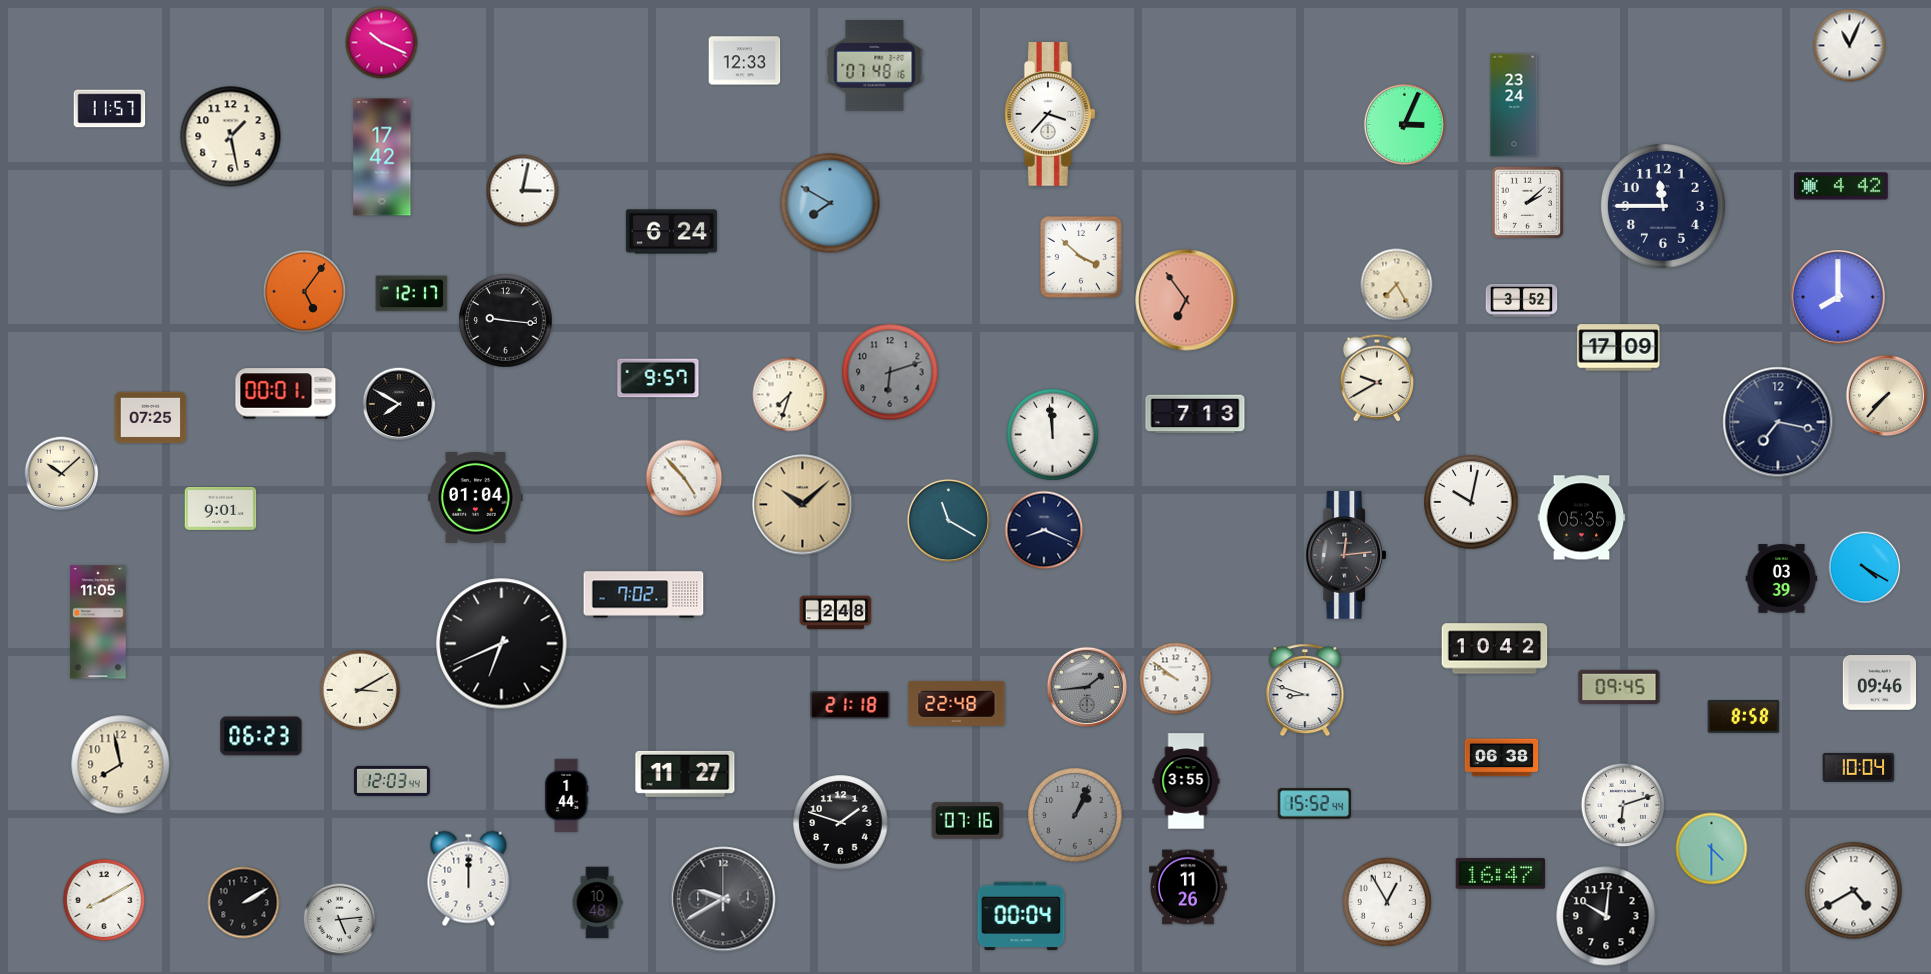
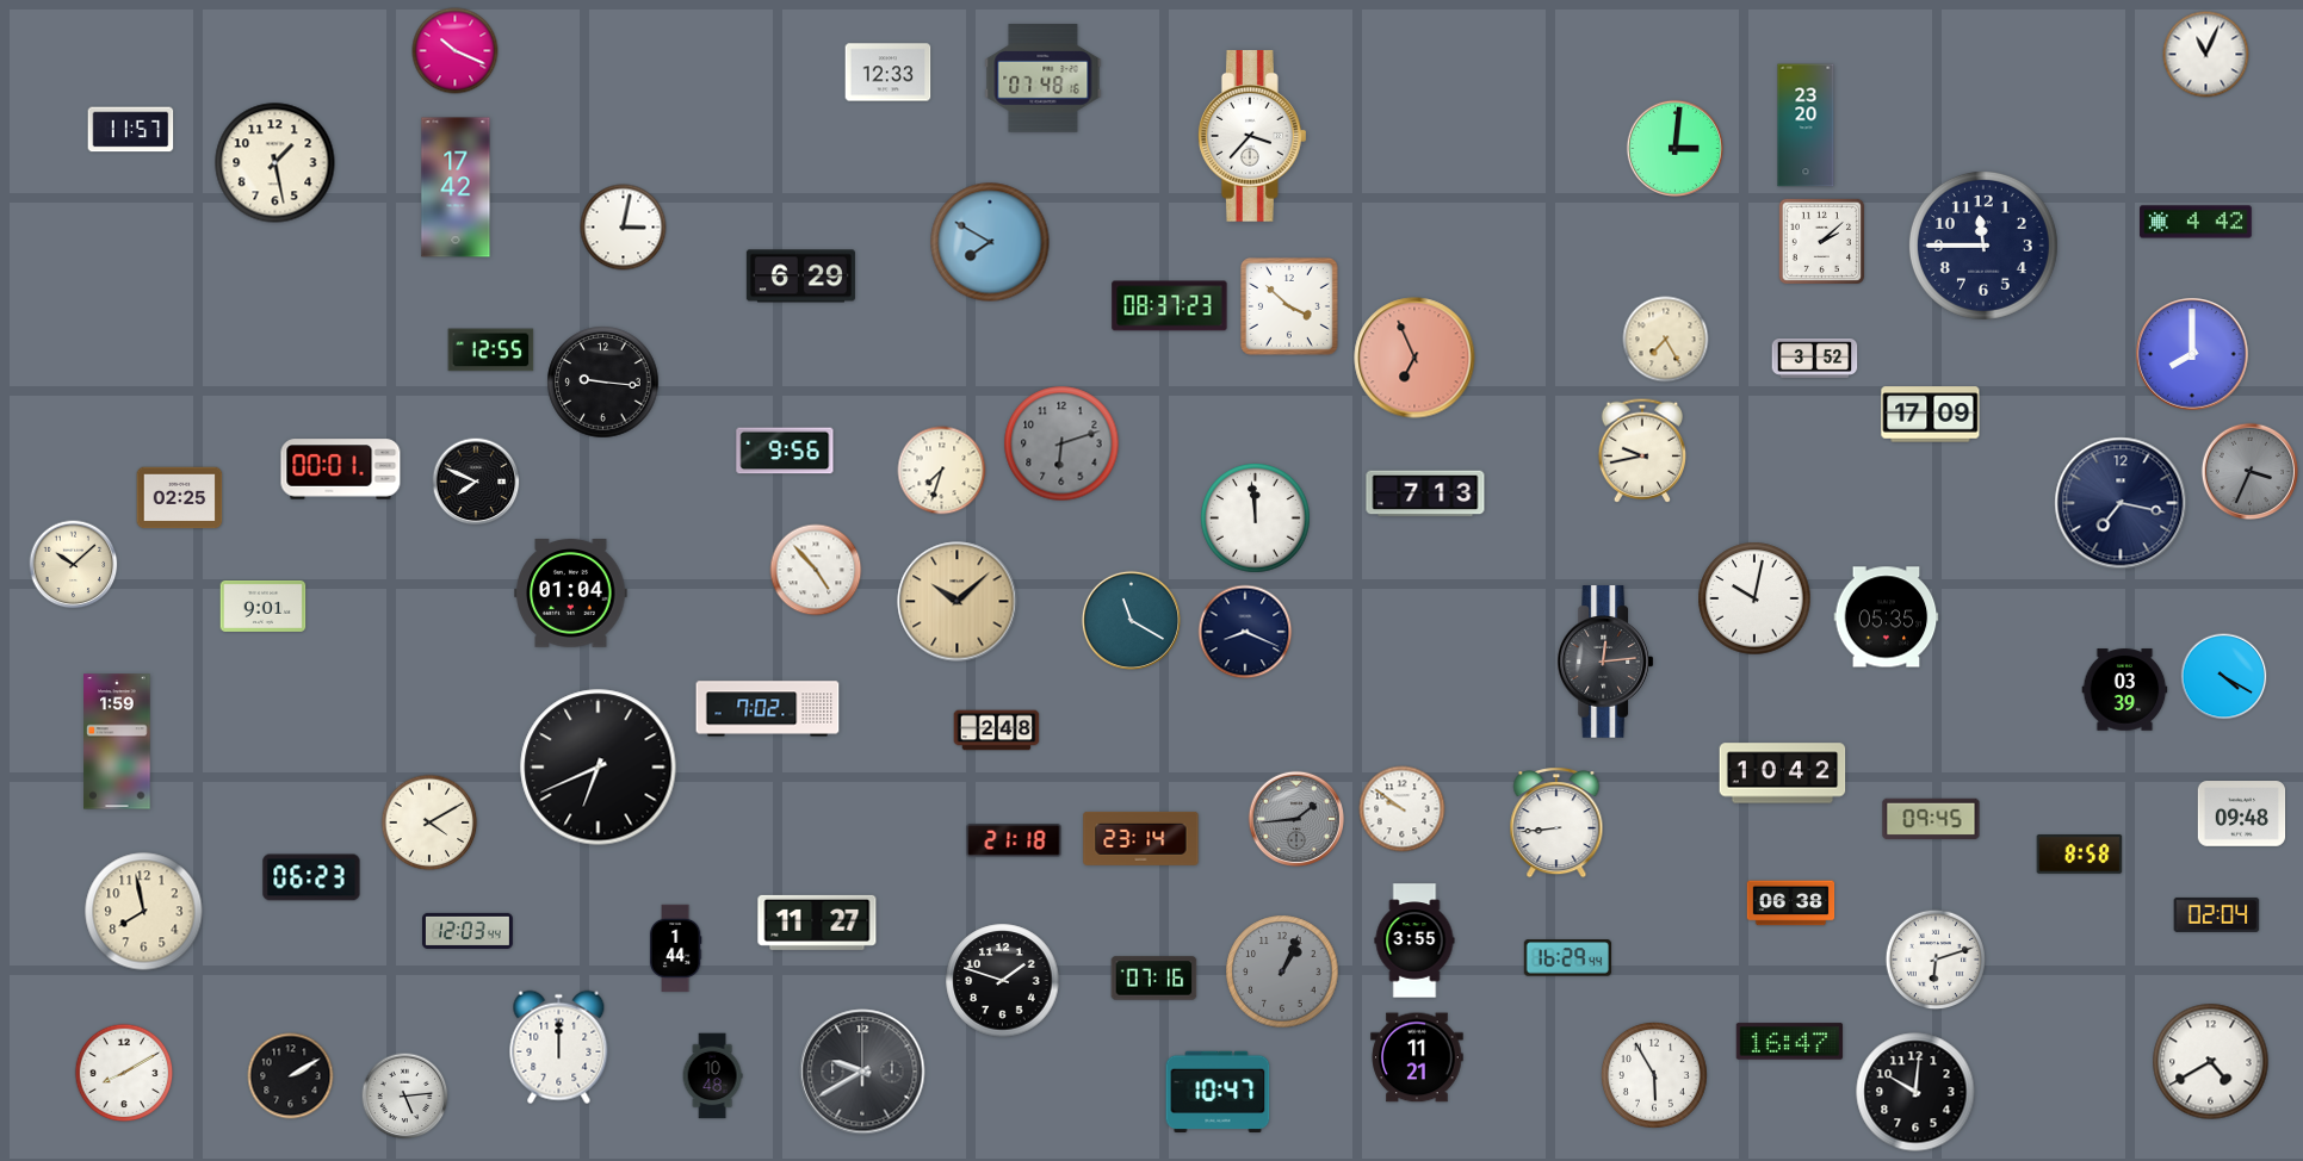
clock at (1514, 105): 23:24 -> 23:20
clock at (1404, 124): 3:04 -> 3:01
clock at (671, 232): 6:24 -> 6:29
clock at (1170, 306): none -> 08:37
clock at (305, 292): 5:06 -> none
clock at (412, 294): 12:17 -> 12:55
clock at (1186, 300): 6:54 -> 6:56
clock at (658, 378): 9:57 -> 9:56
clock at (1376, 378): 9:40 -> 9:43
clock at (1886, 395): 7:37 -> 3:34
clock at (1886, 395) dial: cream -> grey
clock at (399, 404): 7:50 -> 7:49
clock at (151, 418): 07:25 -> 02:25
clock at (476, 498) position: (476, 498) -> (571, 594)
clock at (98, 622): 11:05 -> 1:59
clock at (1880, 683): 09:46 -> 09:48
clock at (360, 690): 3:10 -> 4:10
clock at (1305, 690): 8:48 -> 8:44
clock at (957, 703): 22:48 -> 23:14
clock at (1859, 767): 10:04 -> 02:04
clock at (1186, 781) position: (1186, 781) -> (1414, 940)
clock at (1315, 804): 15:52 -> 16:29
clock at (1712, 849): 4:30 -> none
clock at (1188, 887): 11:26 -> 11:21
clock at (1387, 902): 12:55 -> 5:55
clock at (1021, 916): 00:04 -> 10:47
